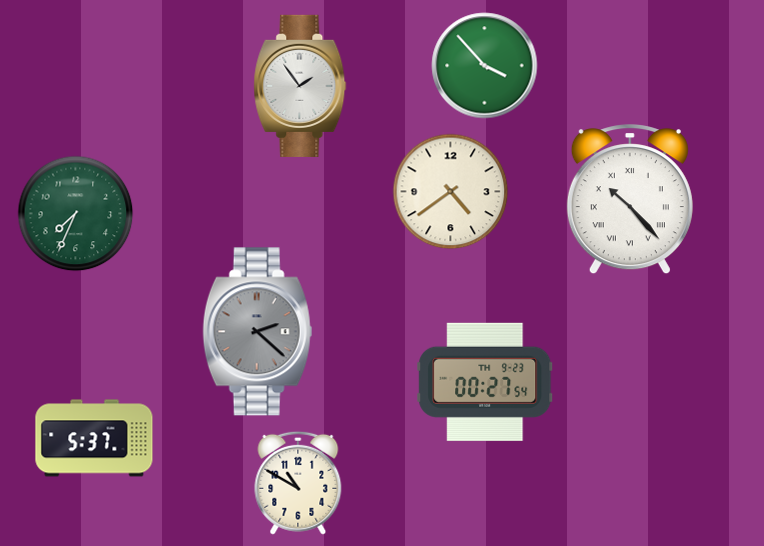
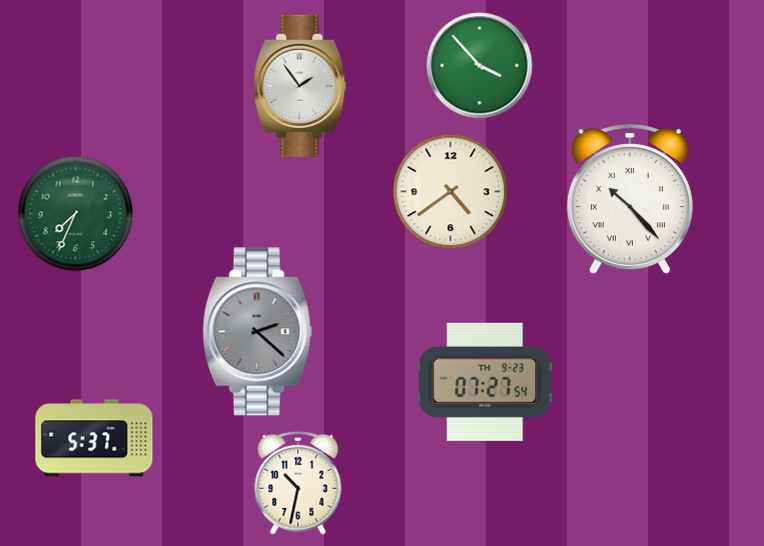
clock at (485, 66) position: (485, 66) -> (480, 66)
clock at (485, 382): 00:27 -> 07:27
clock at (298, 483): 10:50 -> 10:32
